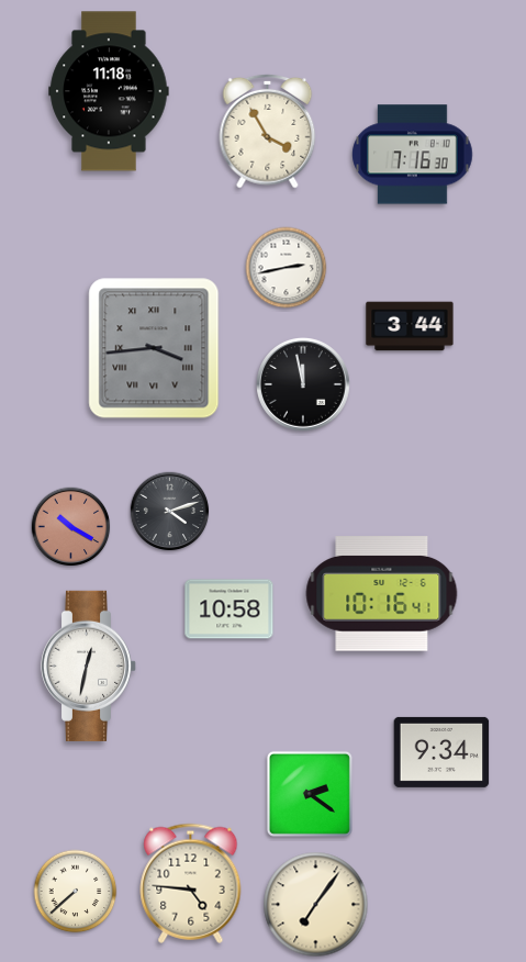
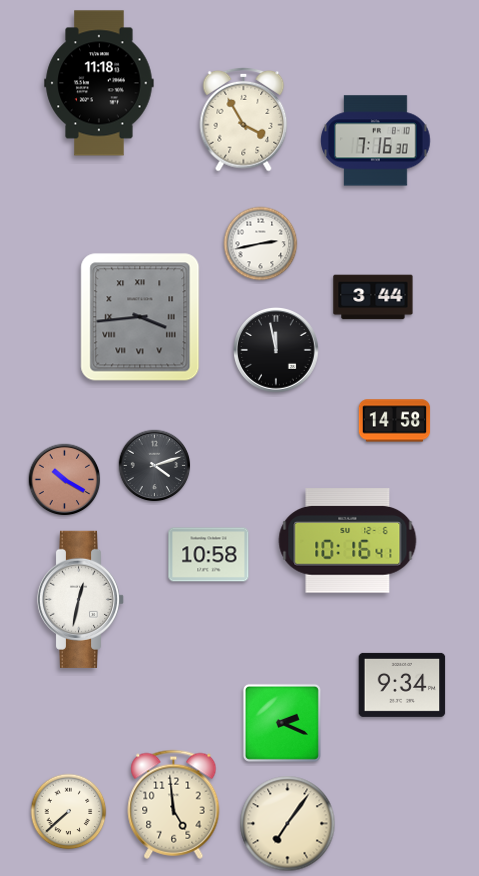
clock at (395, 421): none -> 14:58
clock at (89, 665) position: (89, 665) -> (81, 599)
clock at (310, 794): 2:21 -> 2:19
clock at (191, 883): 4:46 -> 4:59
